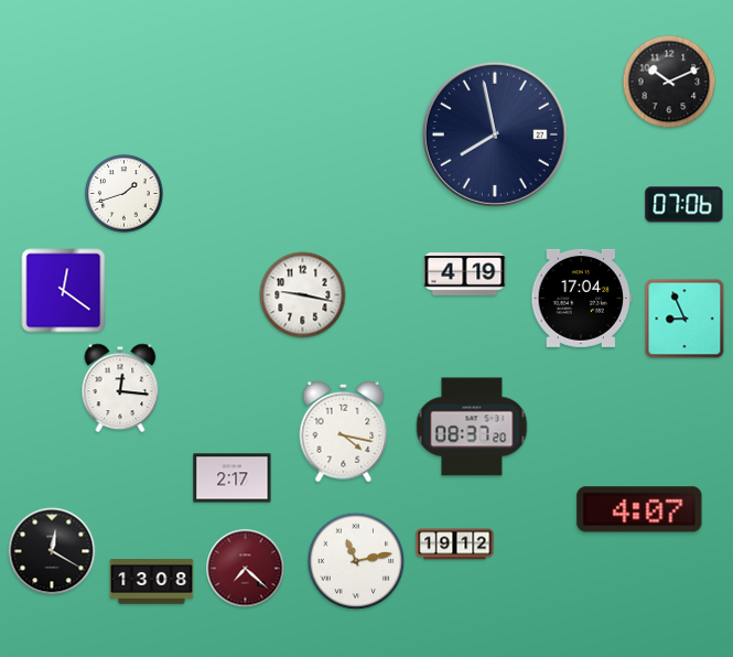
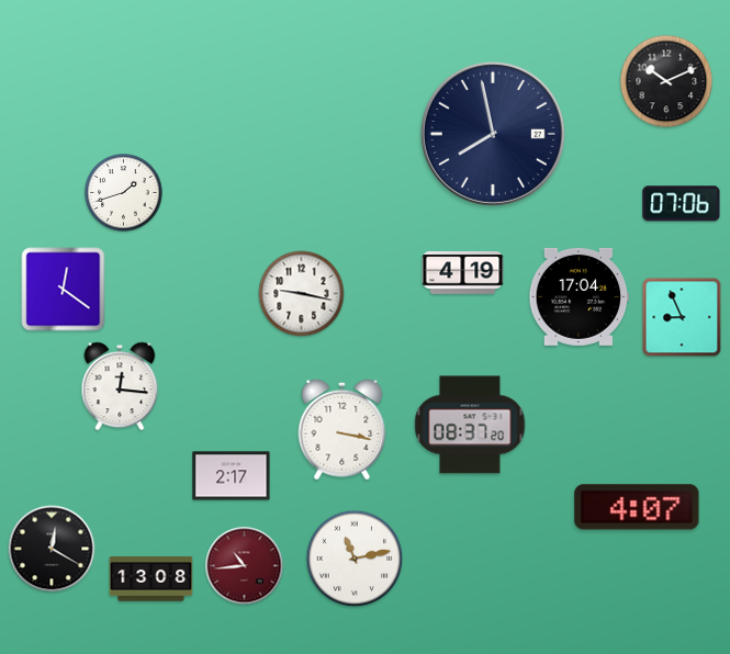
clock at (344, 431): 4:17 -> 3:17
clock at (455, 545): 19:12 -> none
clock at (246, 569): 7:22 -> 10:44
